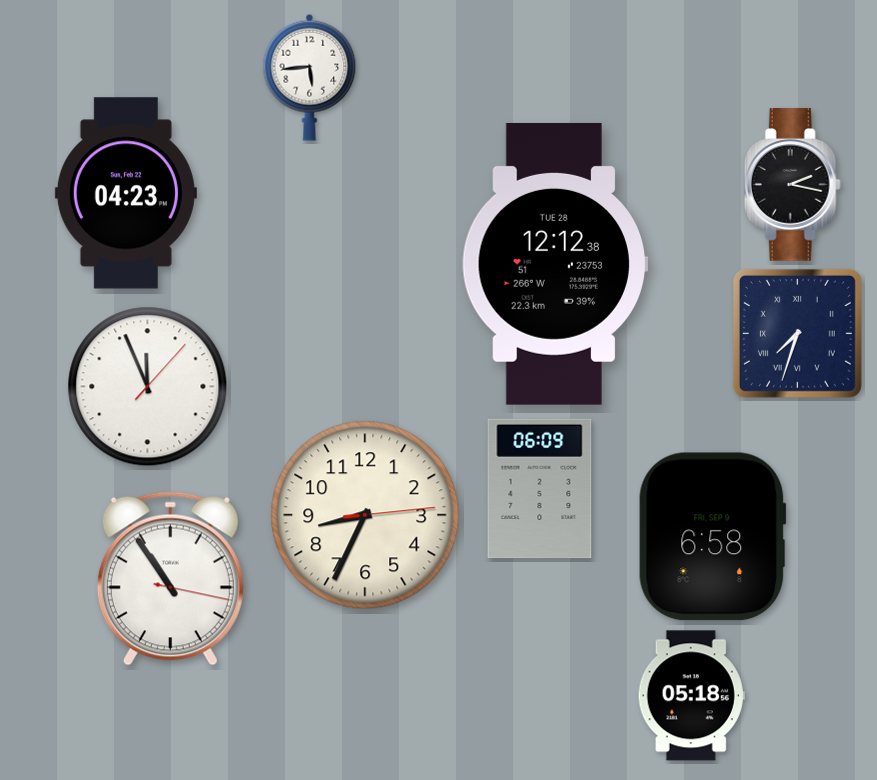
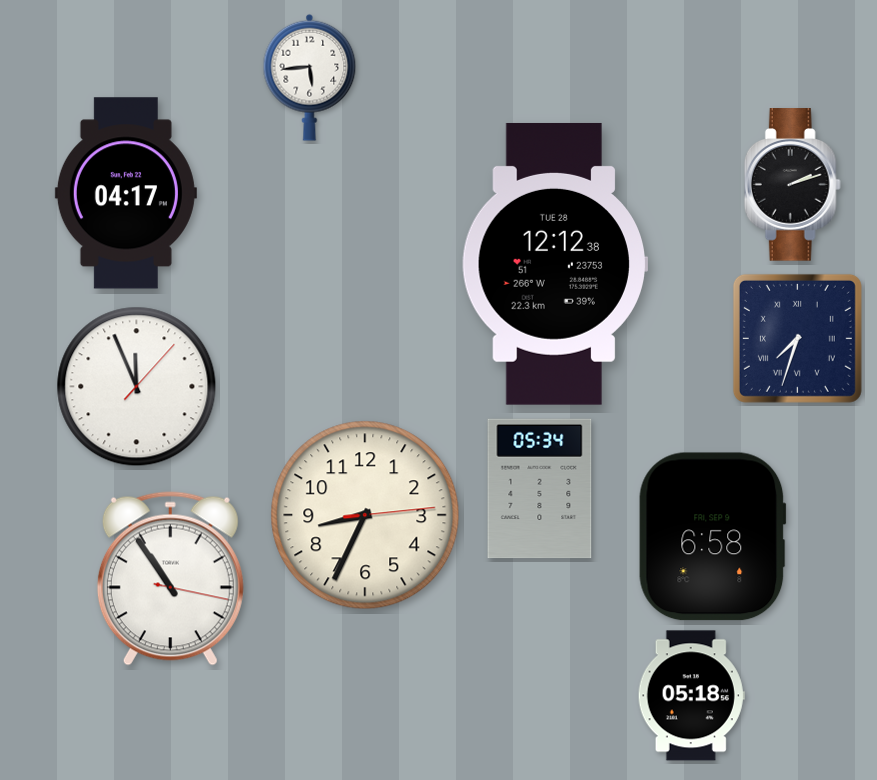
clock at (792, 185): 2:17 -> 2:12
clock at (126, 193): 04:23 -> 04:17
clock at (797, 333) position: (797, 333) -> (797, 338)
clock at (148, 387) position: (148, 387) -> (137, 387)
clock at (540, 489): 06:09 -> 05:34
